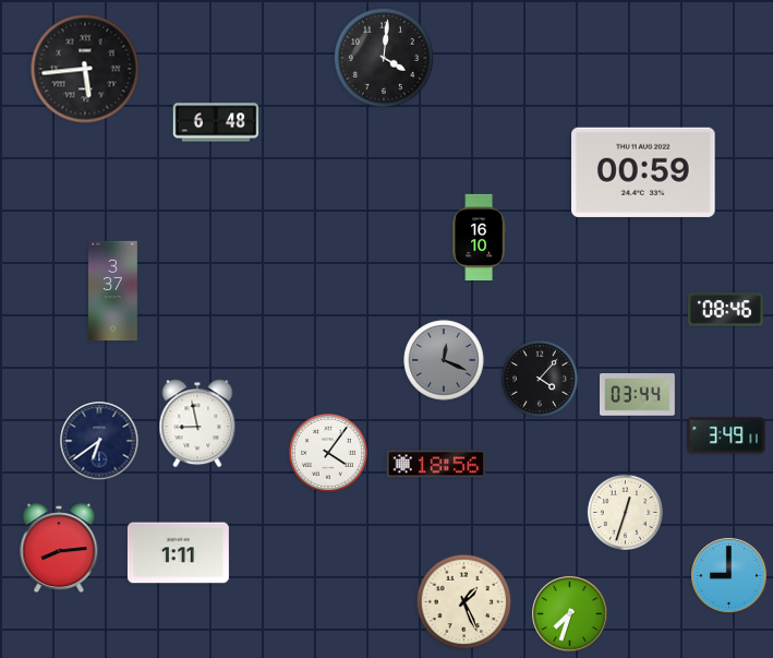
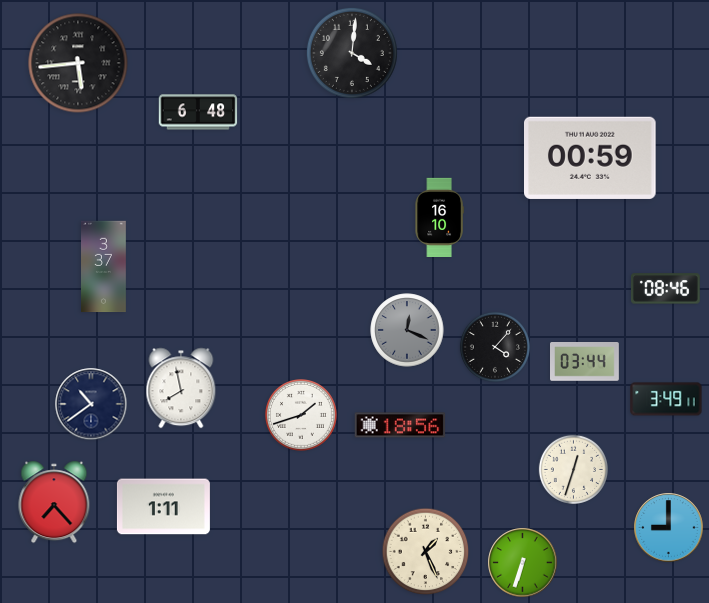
clock at (725, 310) position: (725, 310) -> (665, 289)
clock at (197, 423): 8:58 -> 7:58
clock at (99, 441): 6:39 -> 10:39
clock at (329, 454): 4:06 -> 1:42
clock at (59, 548): 8:14 -> 7:23
clock at (570, 614): 7:33 -> 6:33
